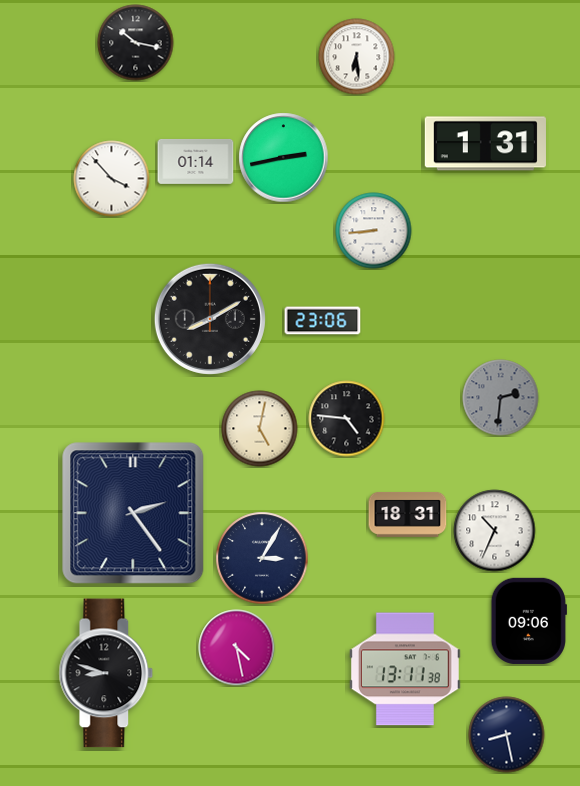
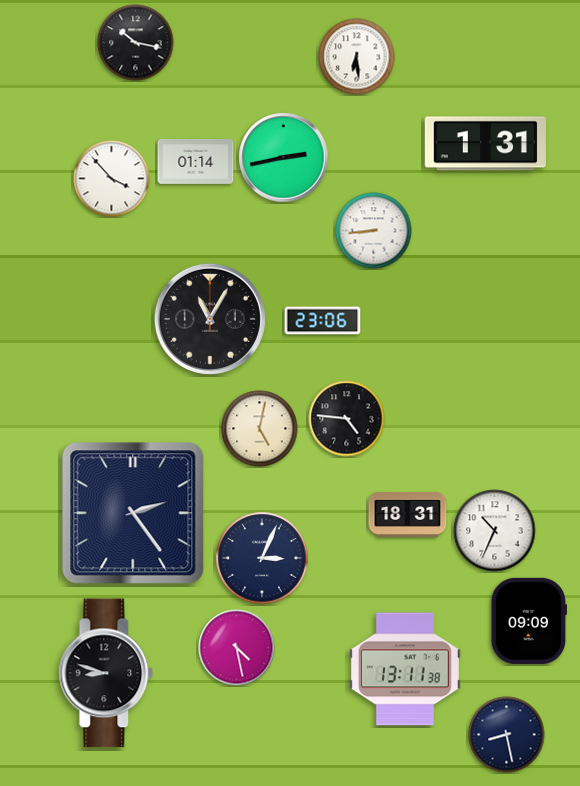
clock at (210, 319): 8:10 -> 11:05
clock at (501, 398): 2:31 -> none
clock at (262, 558): 3:05 -> 3:04
clock at (529, 621): 09:06 -> 09:09
